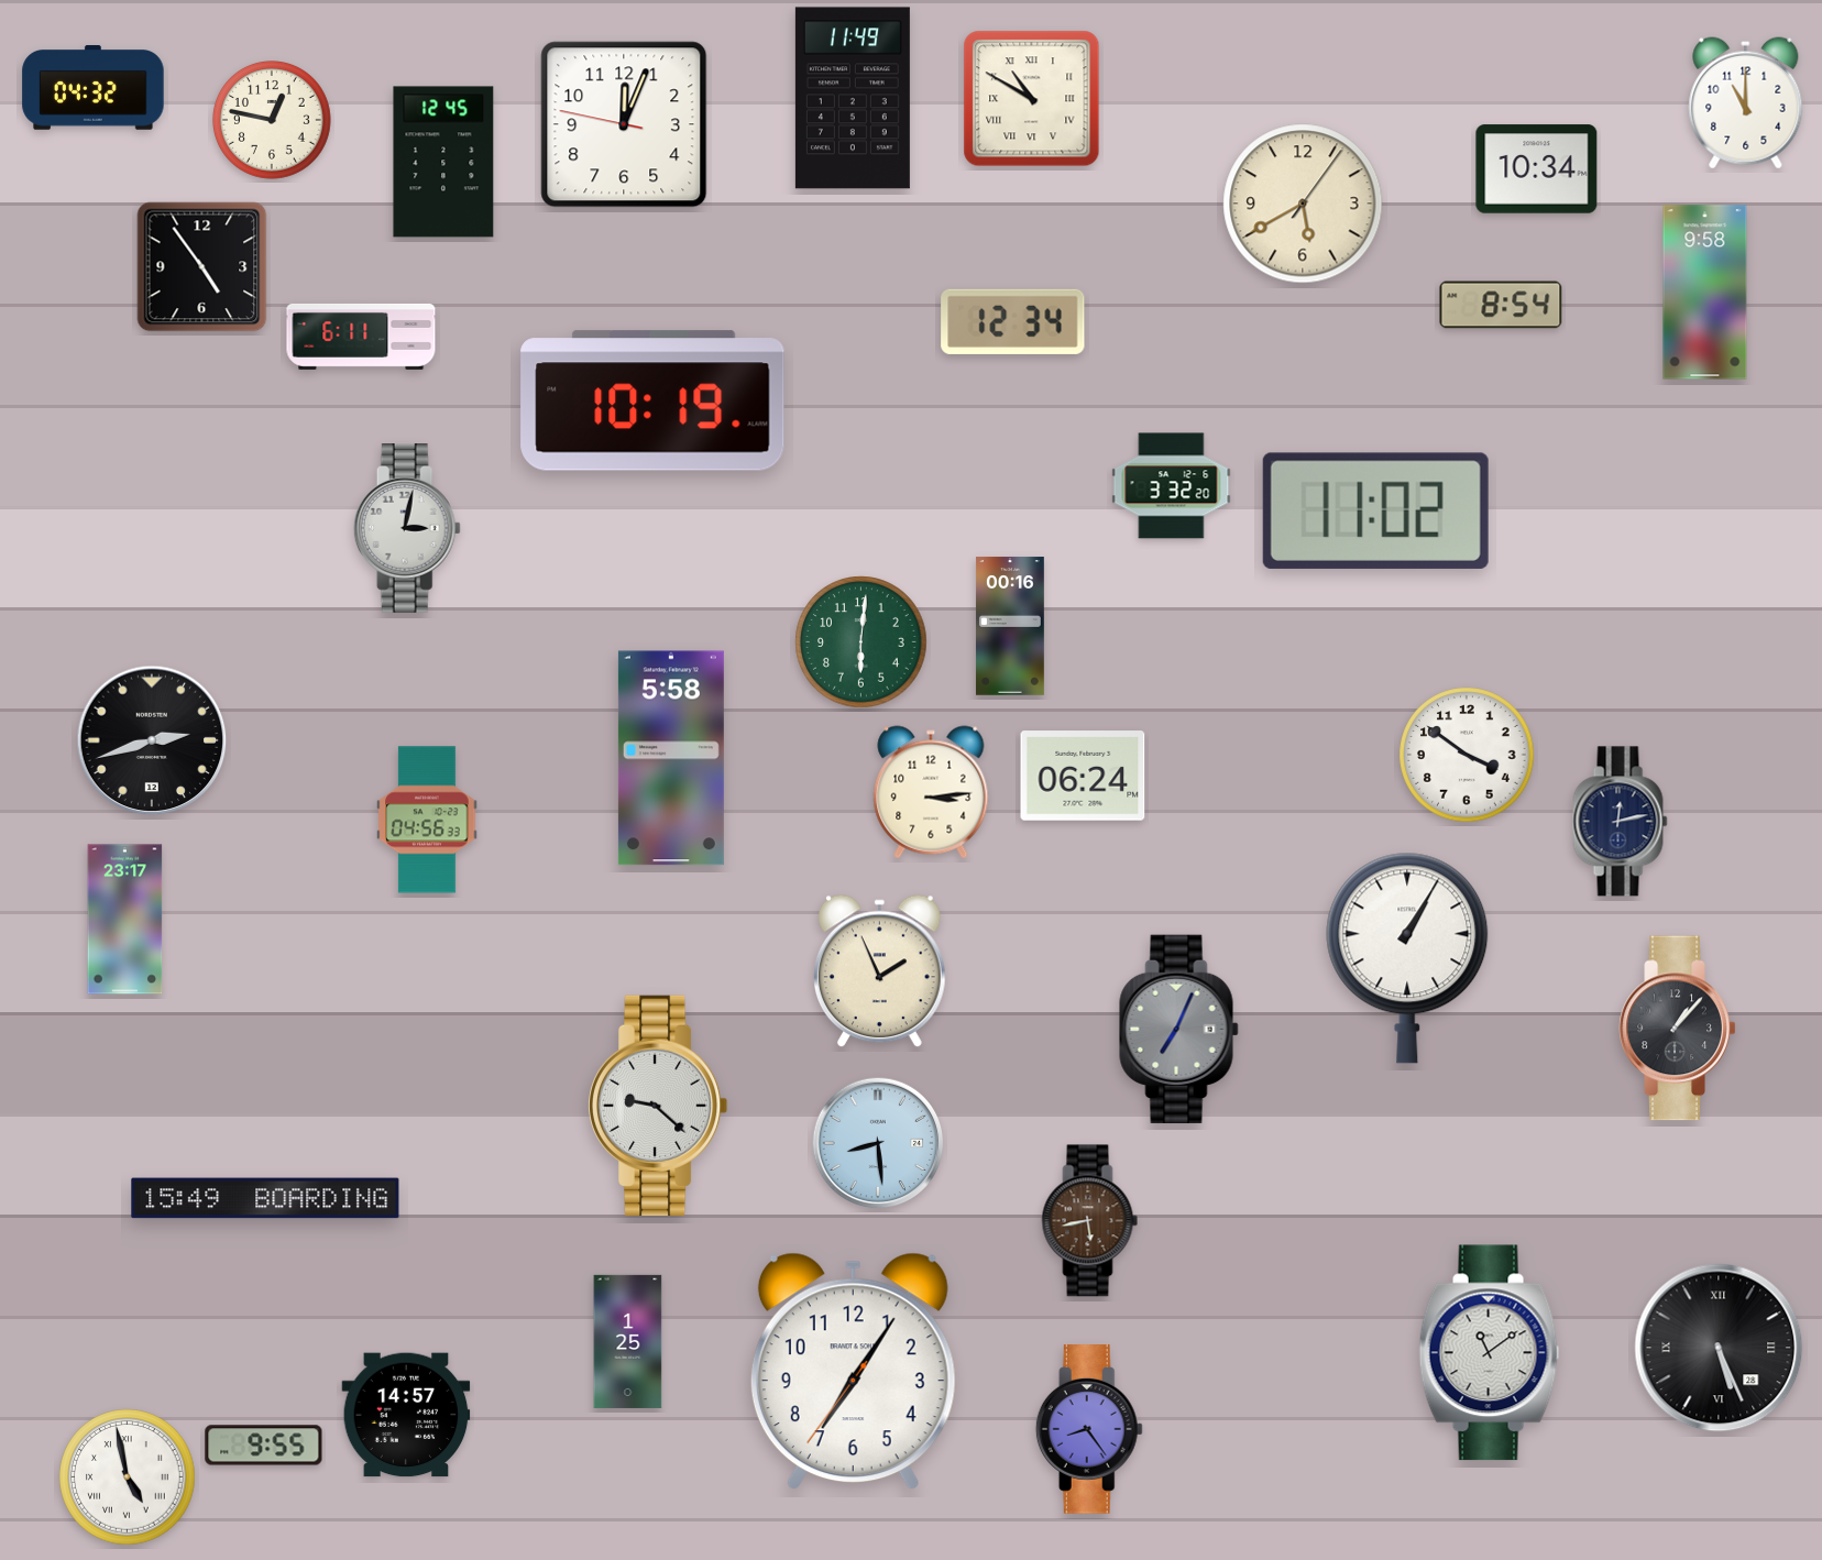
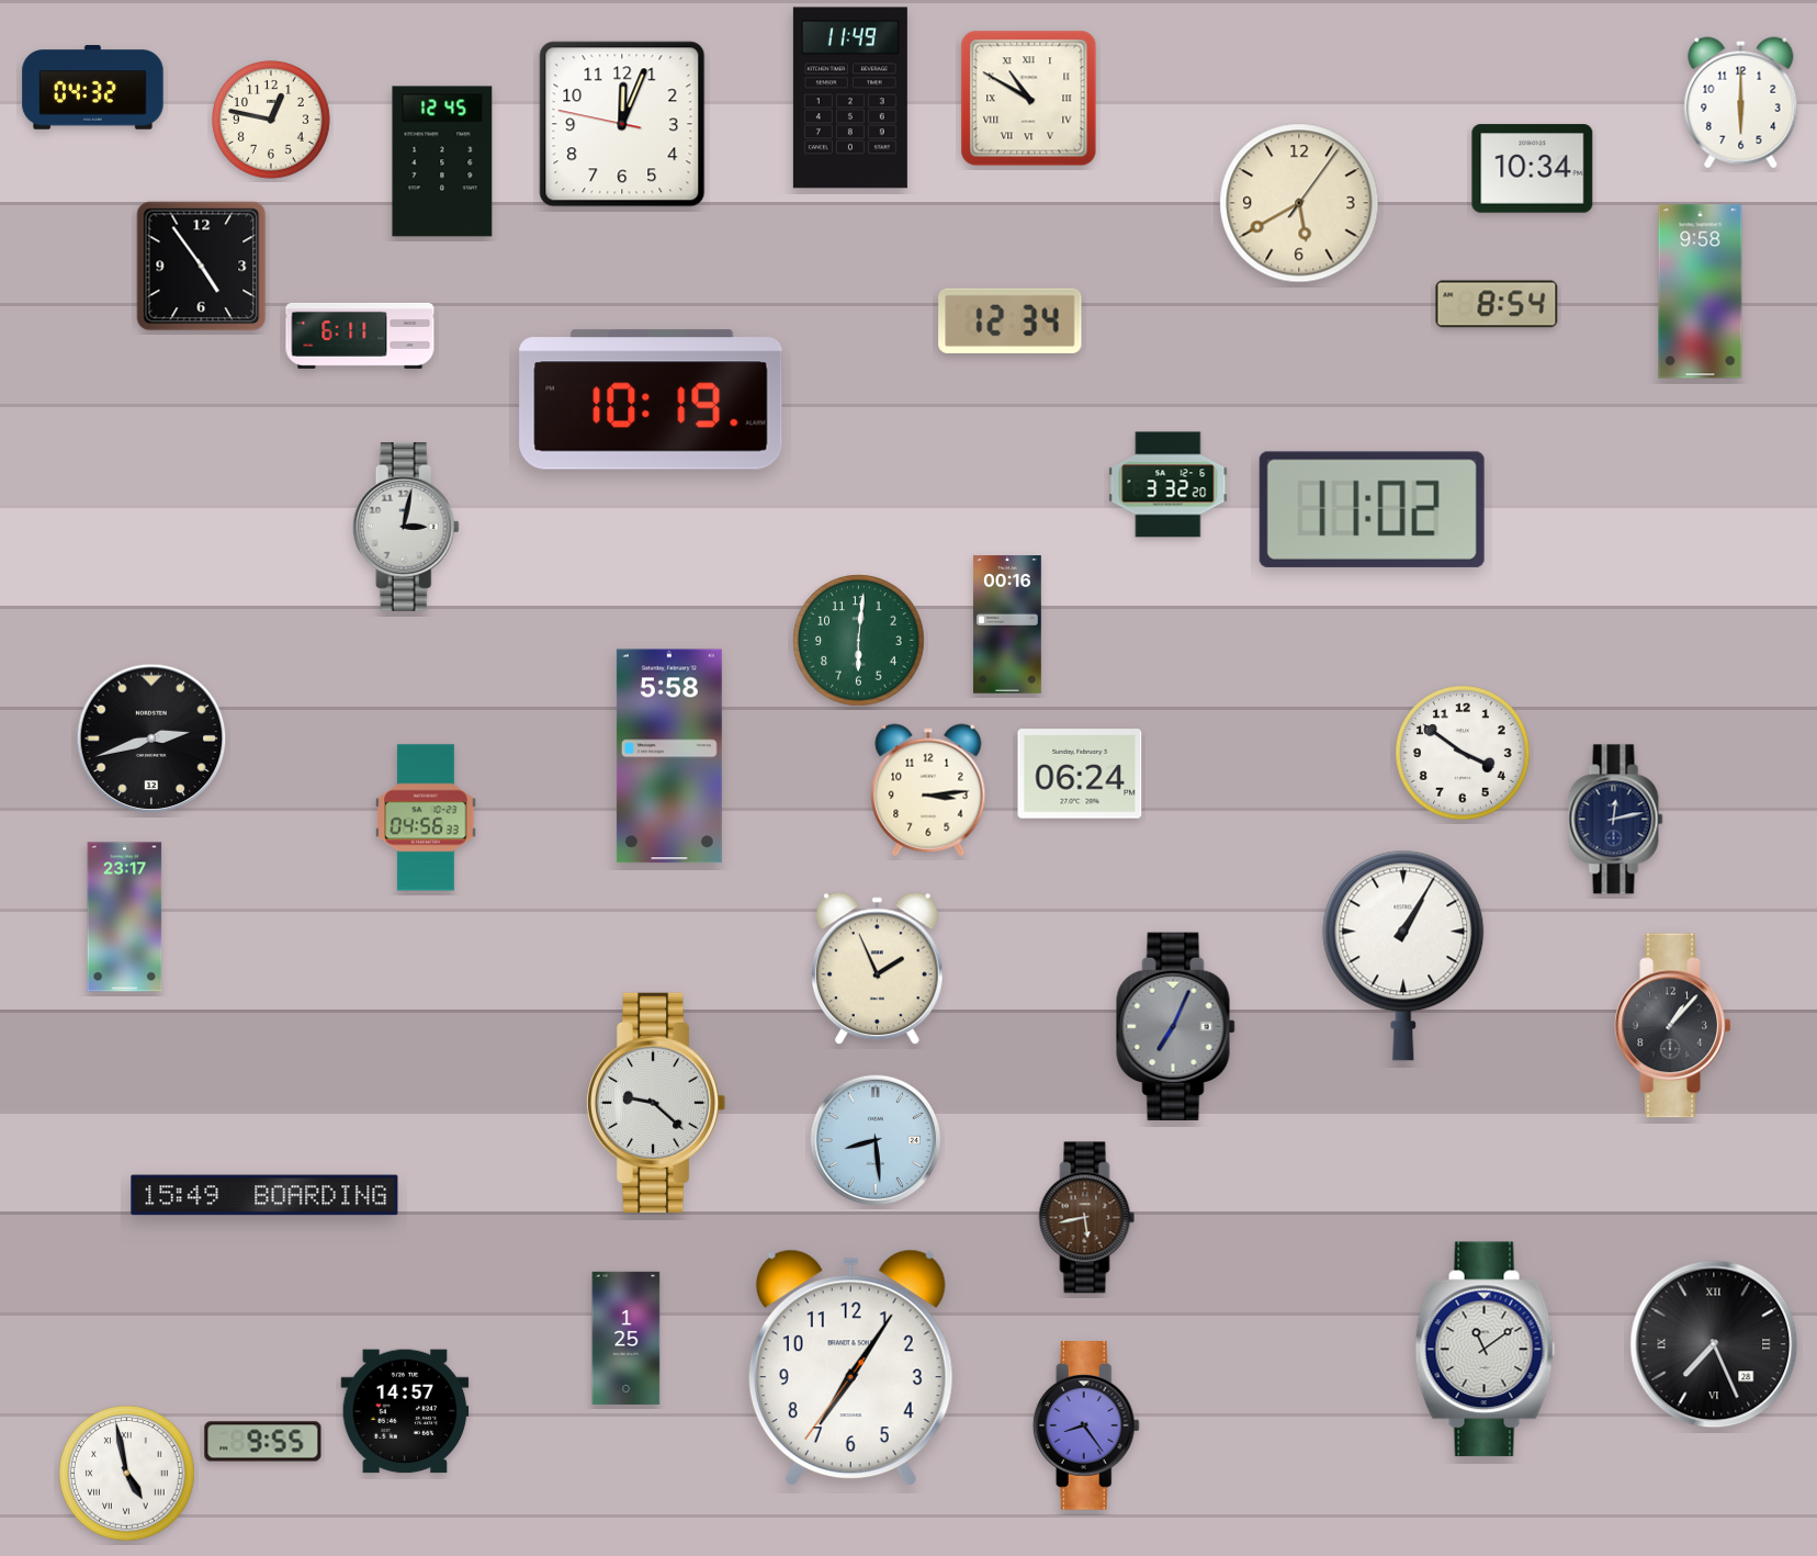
clock at (1746, 103): 11:00 -> 6:00
clock at (1719, 1348): 5:26 -> 7:26
